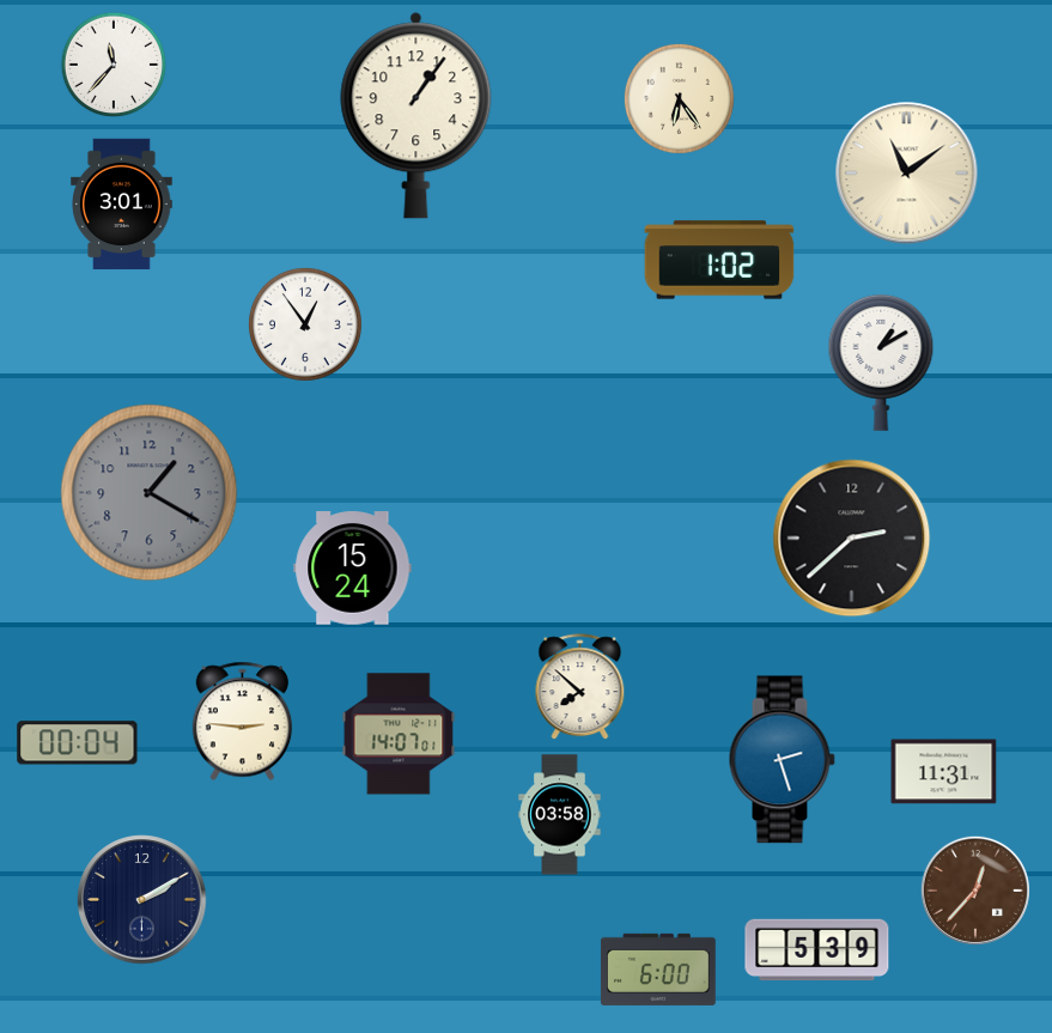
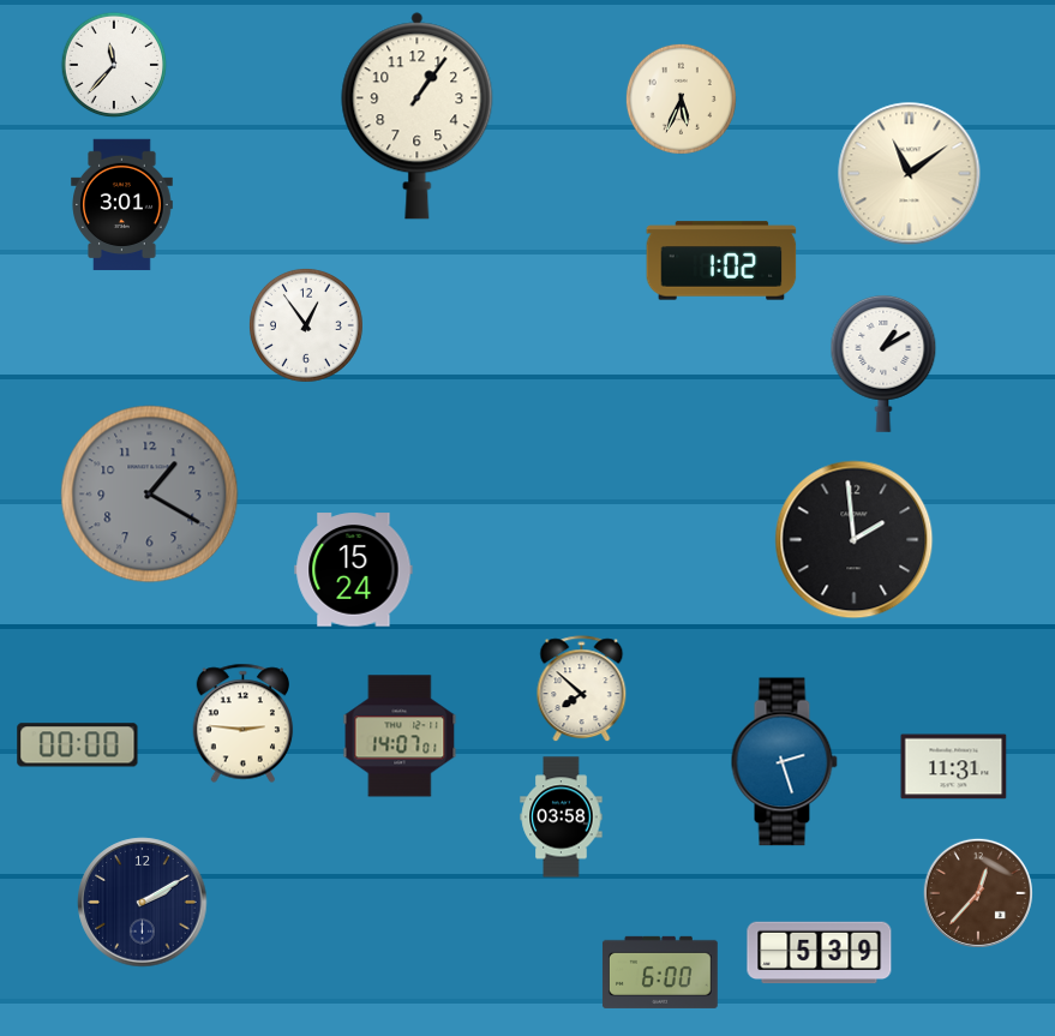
clock at (679, 98): 6:24 -> 5:34
clock at (852, 539): 2:38 -> 1:59
clock at (78, 743): 00:04 -> 00:00
clock at (944, 772) position: (944, 772) -> (954, 767)
